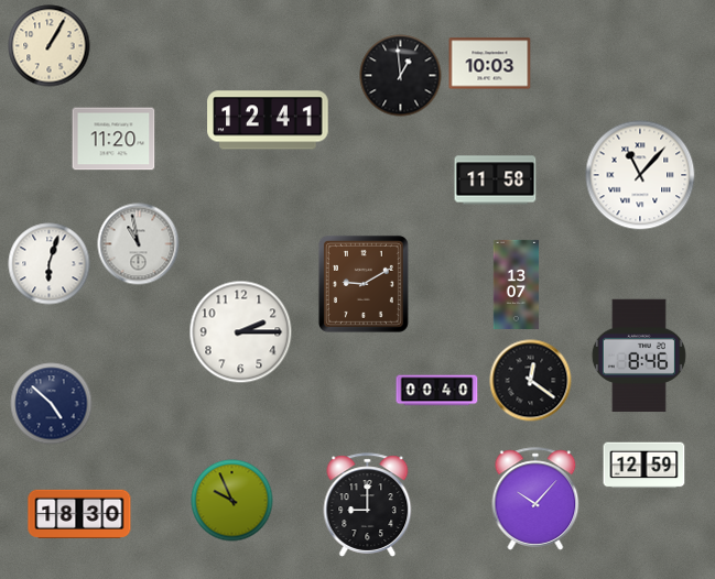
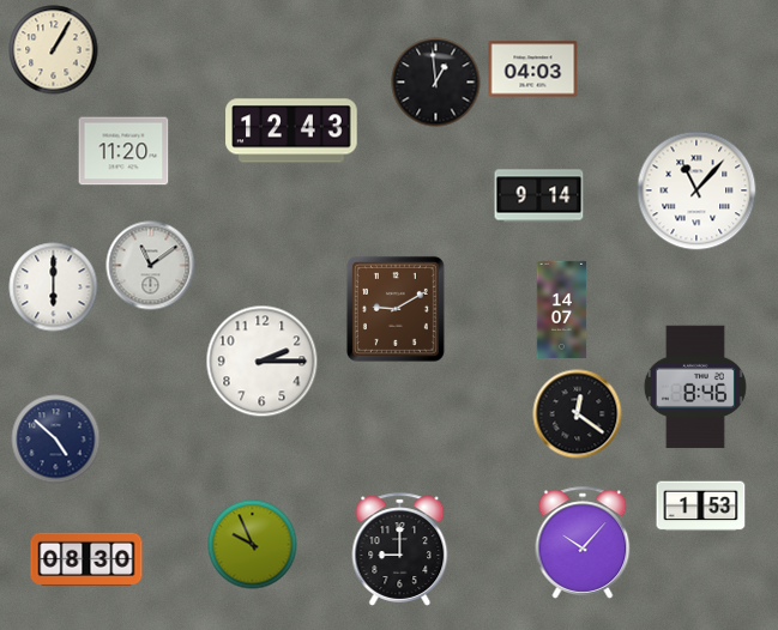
clock at (490, 64): 10:03 -> 04:03
clock at (268, 120): 12:41 -> 12:43
clock at (496, 181): 11:58 -> 9:14
clock at (139, 244): 10:58 -> 11:09
clock at (50, 264): 6:03 -> 6:00
clock at (517, 284): 13:07 -> 14:07
clock at (437, 391): 00:40 -> none
clock at (644, 466): 12:59 -> 1:53
clock at (79, 514): 18:30 -> 08:30
